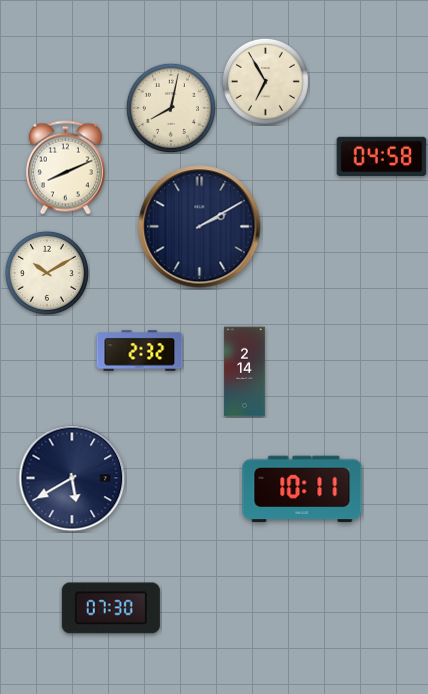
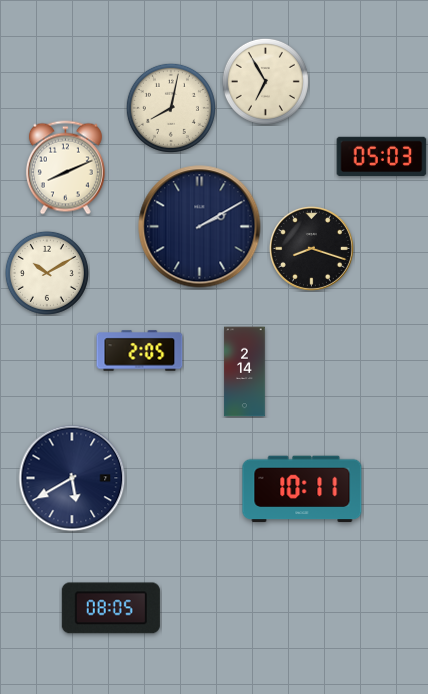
clock at (382, 157): 04:58 -> 05:03
clock at (311, 248): none -> 8:18
clock at (140, 351): 2:32 -> 2:05
clock at (111, 608): 07:30 -> 08:05
